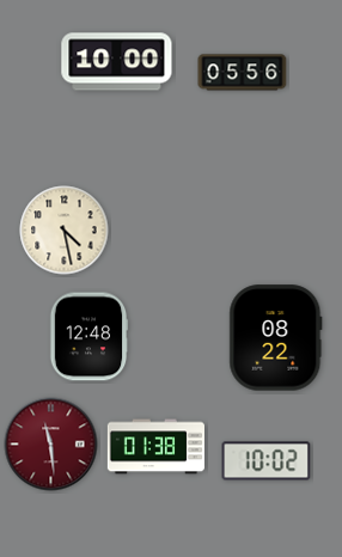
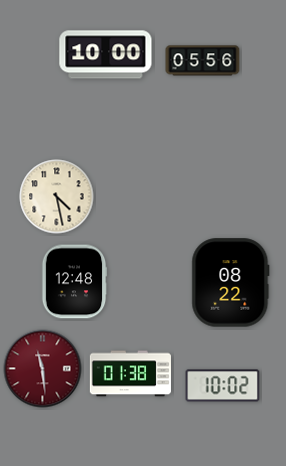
clock at (117, 62) position: (117, 62) -> (106, 55)
clock at (65, 231) position: (65, 231) -> (57, 197)
clock at (51, 445) position: (51, 445) -> (43, 369)
